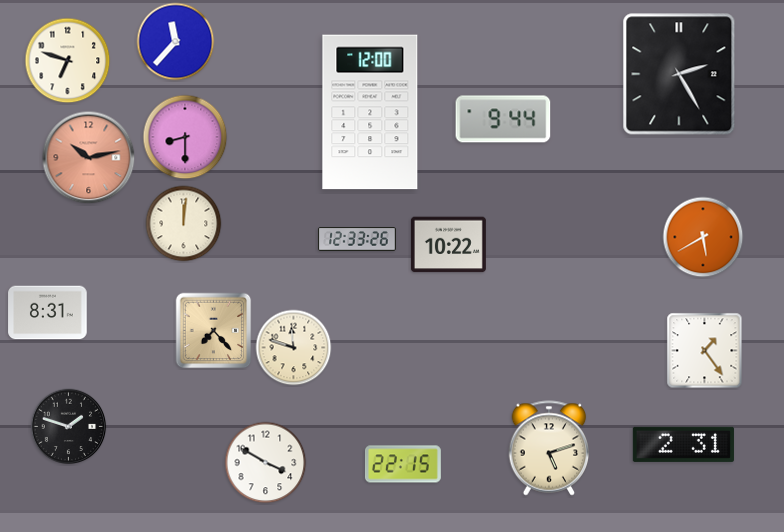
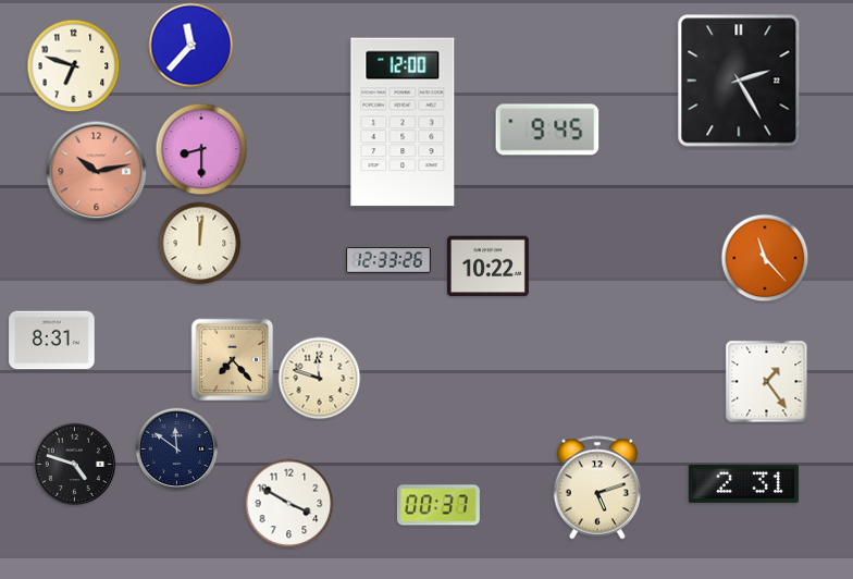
clock at (503, 119): 9:44 -> 9:45
clock at (703, 237): 5:40 -> 11:23
clock at (177, 449): none -> 11:51
clock at (69, 427): 1:48 -> 4:48
clock at (403, 464): 22:15 -> 00:37
